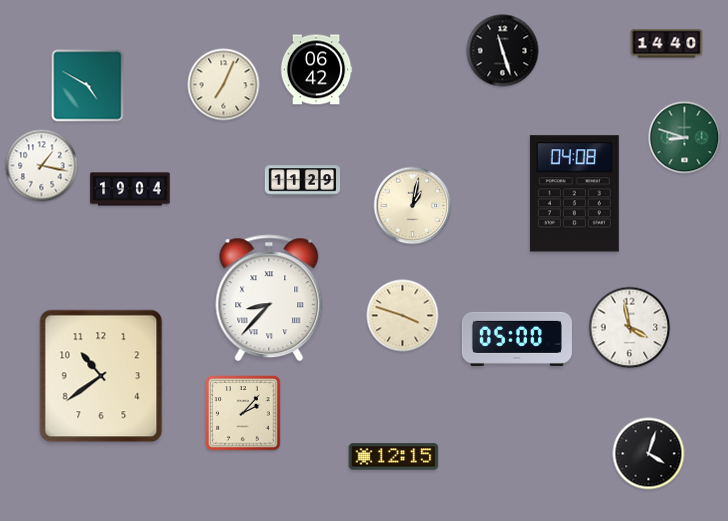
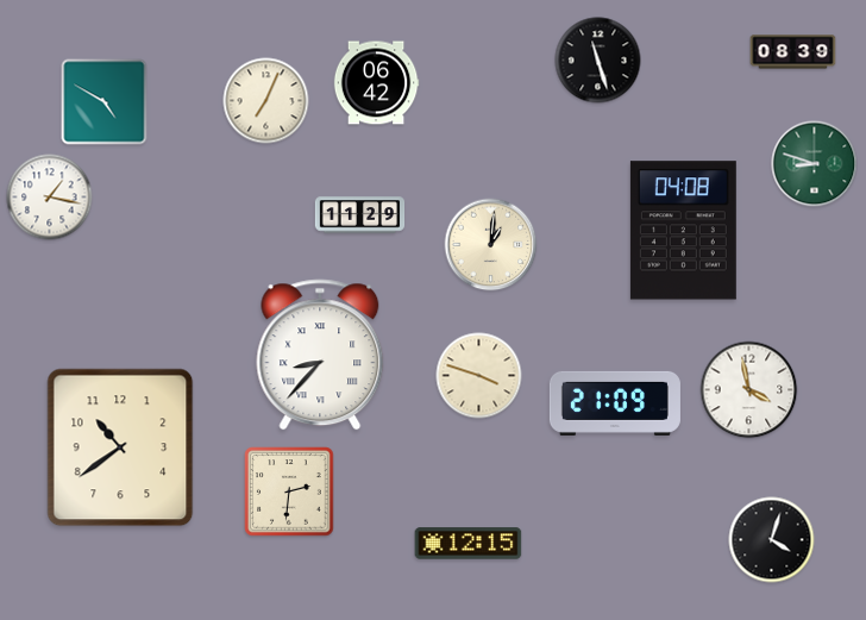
clock at (667, 44): 14:40 -> 08:39
clock at (130, 189): 19:04 -> none
clock at (413, 206): 1:02 -> 1:01
clock at (517, 339): 05:00 -> 21:09
clock at (243, 413): 2:07 -> 2:31
